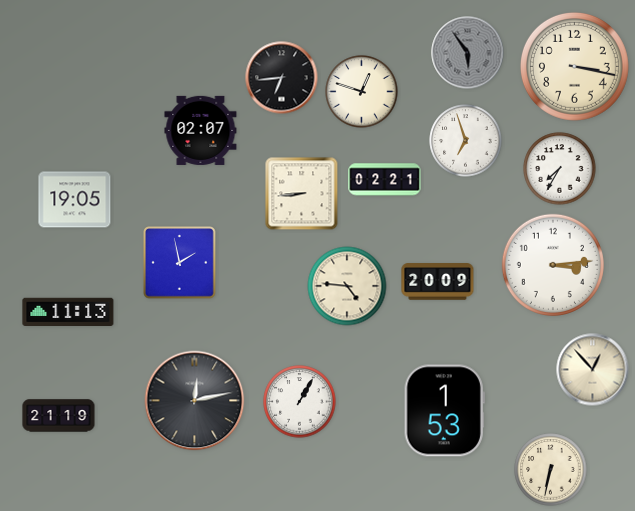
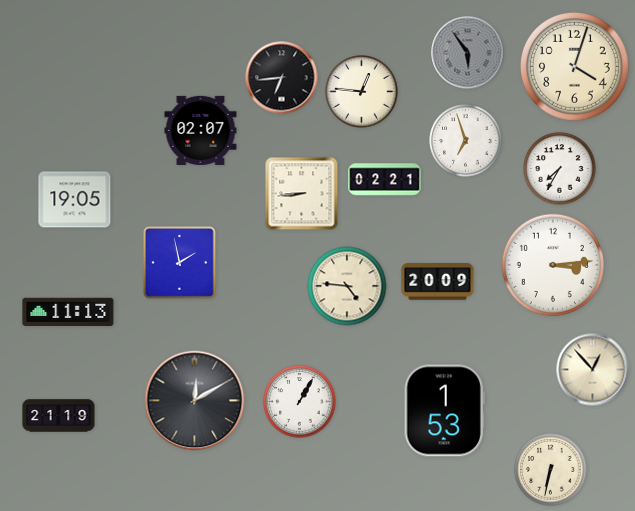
clock at (574, 66): 3:17 -> 4:03
clock at (362, 92): 12:48 -> 12:46
clock at (195, 401): 12:13 -> 12:10
